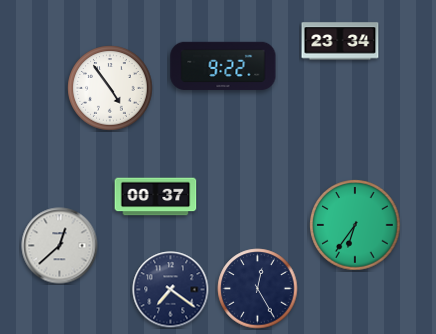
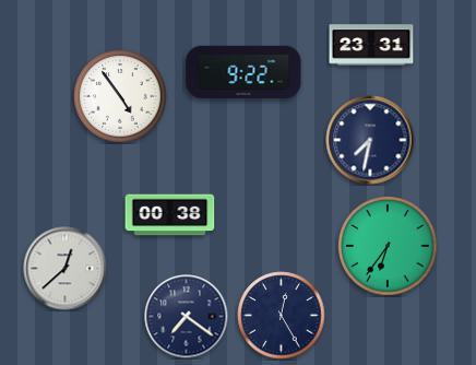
clock at (340, 41): 23:34 -> 23:31
clock at (370, 140): none -> 7:32
clock at (156, 197): 00:37 -> 00:38
